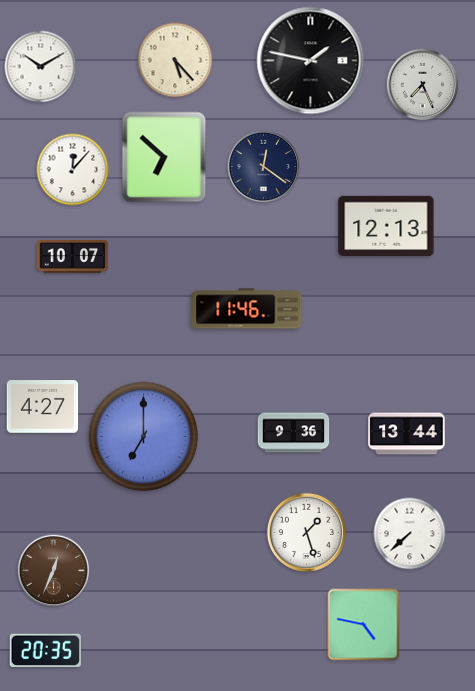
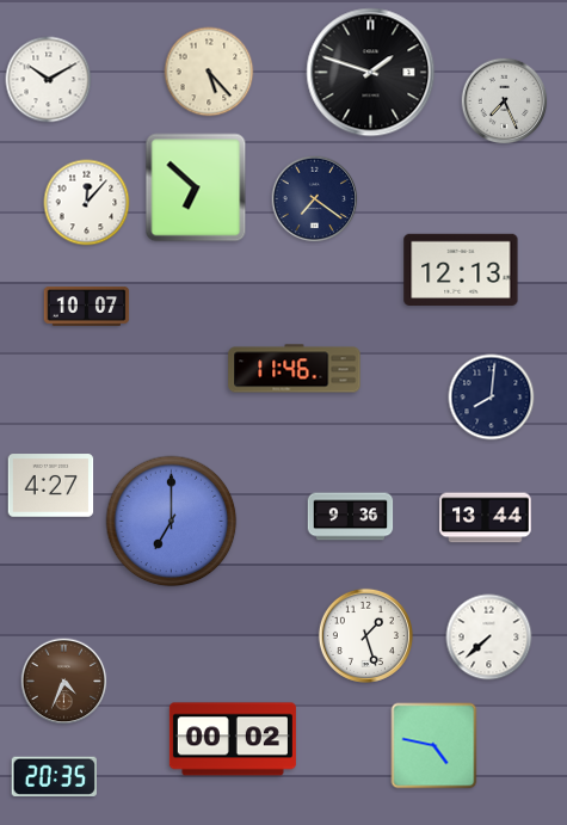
clock at (311, 61): 1:47 -> 1:48
clock at (264, 167): 12:21 -> 7:21
clock at (492, 398): none -> 8:01
clock at (54, 571): 12:34 -> 4:34
clock at (233, 739): none -> 00:02
